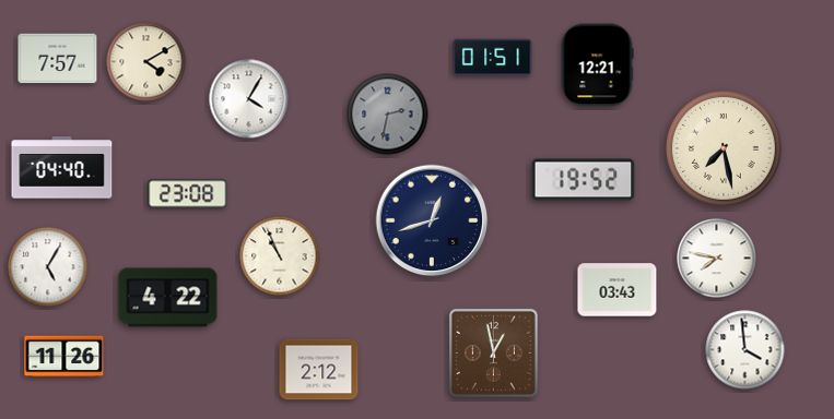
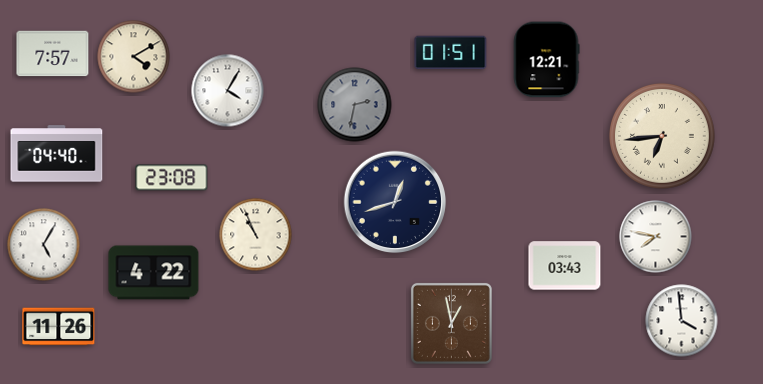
clock at (724, 148): 7:28 -> 6:44
clock at (584, 180): 19:52 -> none
clock at (319, 370): 2:12 -> none
